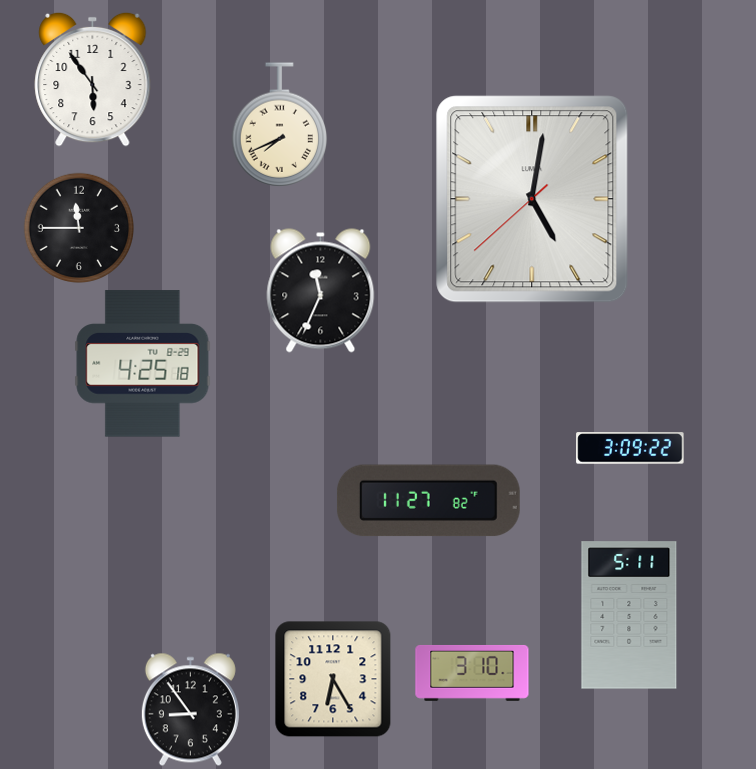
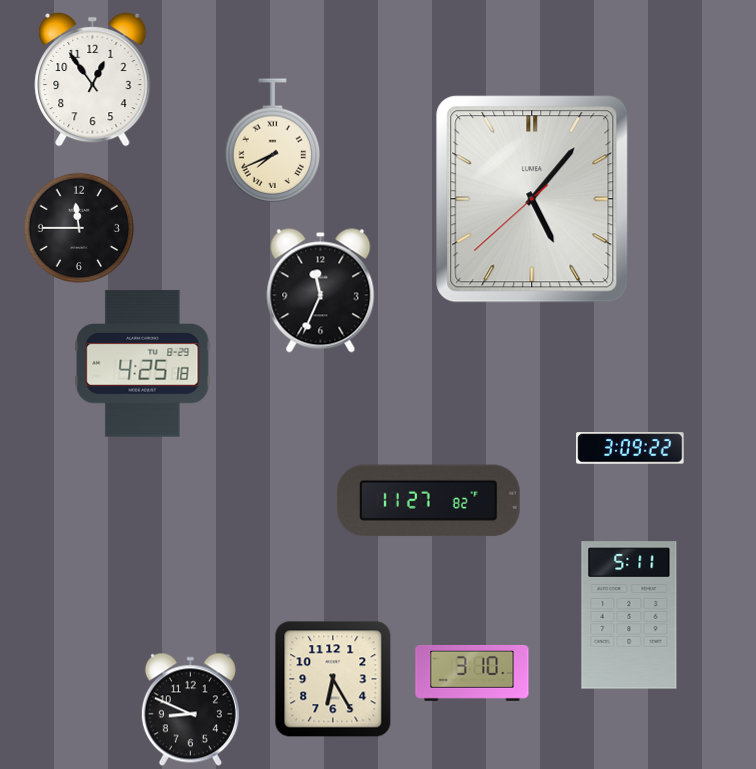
clock at (93, 79): 5:54 -> 12:54
clock at (280, 125) position: (280, 125) -> (273, 141)
clock at (532, 199): 5:01 -> 5:06
clock at (190, 710): 8:54 -> 8:49
